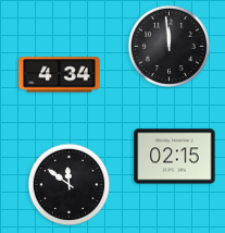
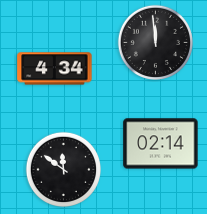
clock at (175, 157): 02:15 -> 02:14
